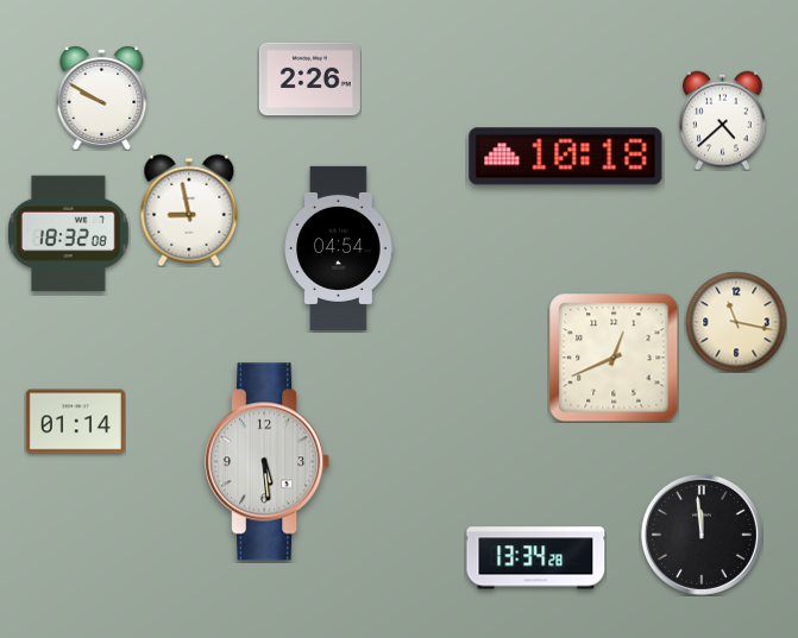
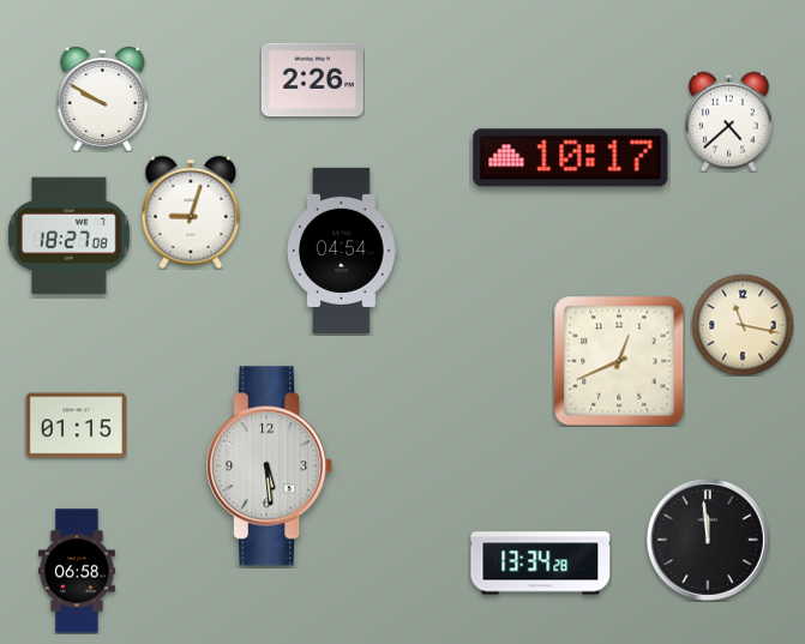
clock at (566, 157): 10:18 -> 10:17
clock at (189, 210): 8:58 -> 9:03
clock at (69, 234): 18:32 -> 18:27
clock at (75, 422): 01:14 -> 01:15
clock at (77, 571): none -> 06:58
